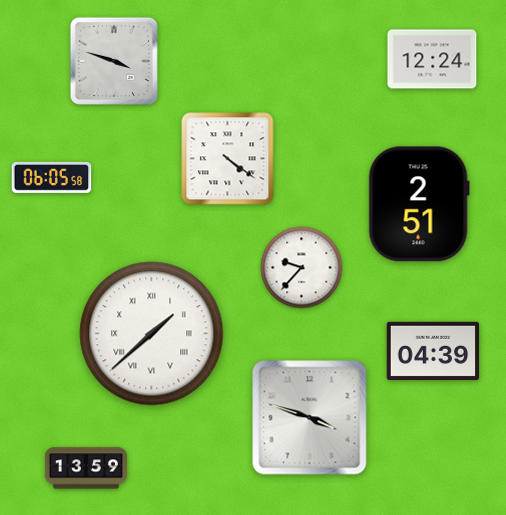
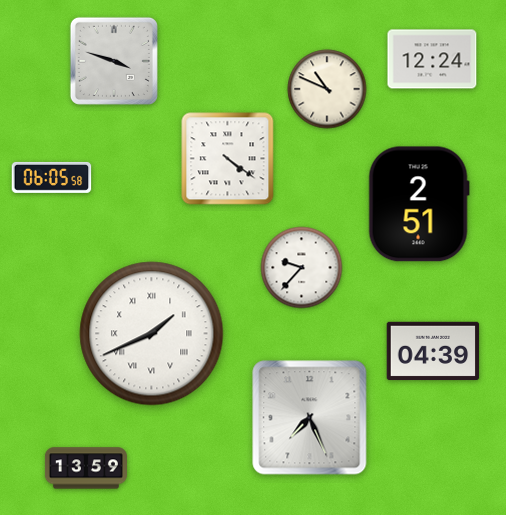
clock at (327, 89): none -> 10:49
clock at (152, 334): 1:38 -> 1:41
clock at (310, 418): 3:48 -> 7:26
